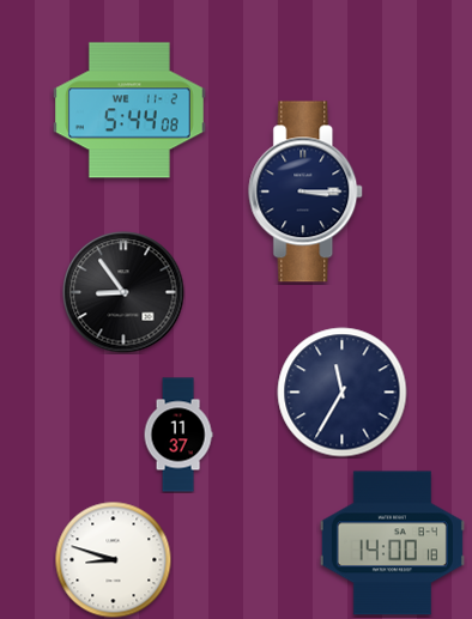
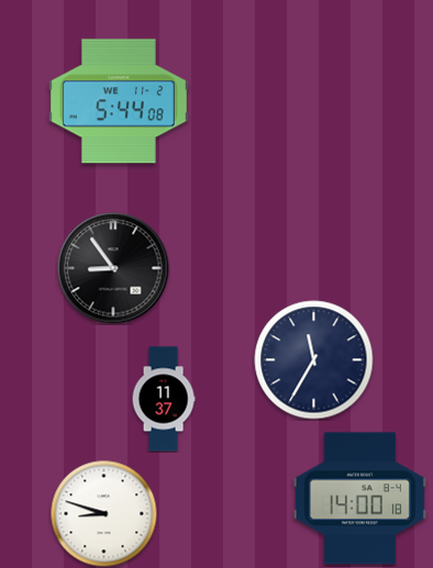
clock at (307, 192): 3:15 -> none
